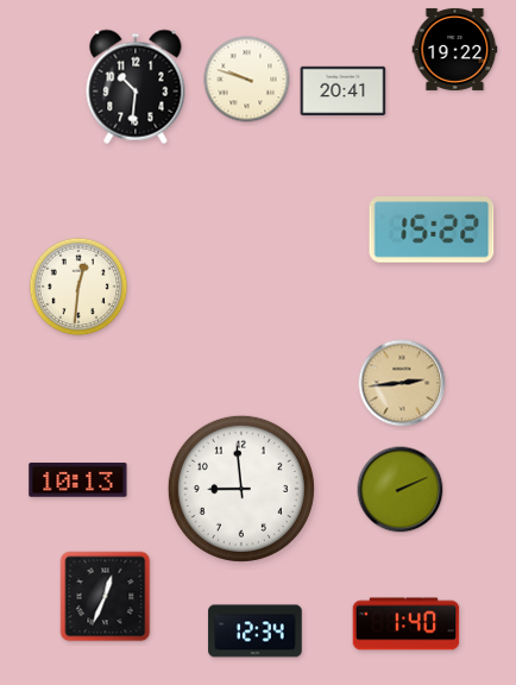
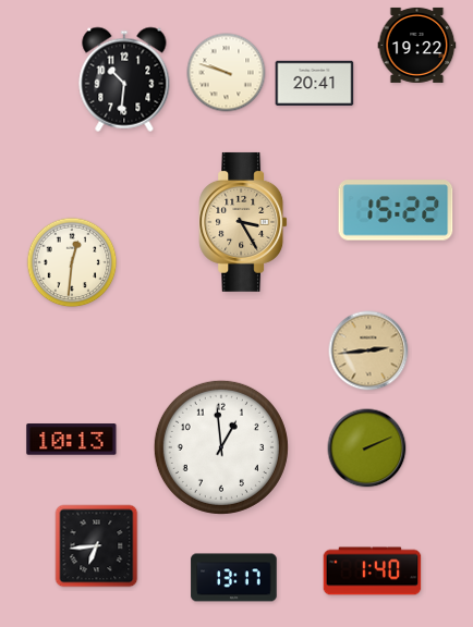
clock at (243, 222): none -> 3:25
clock at (241, 489): 8:59 -> 12:59
clock at (106, 597): 12:34 -> 6:44
clock at (256, 631): 12:34 -> 13:17
